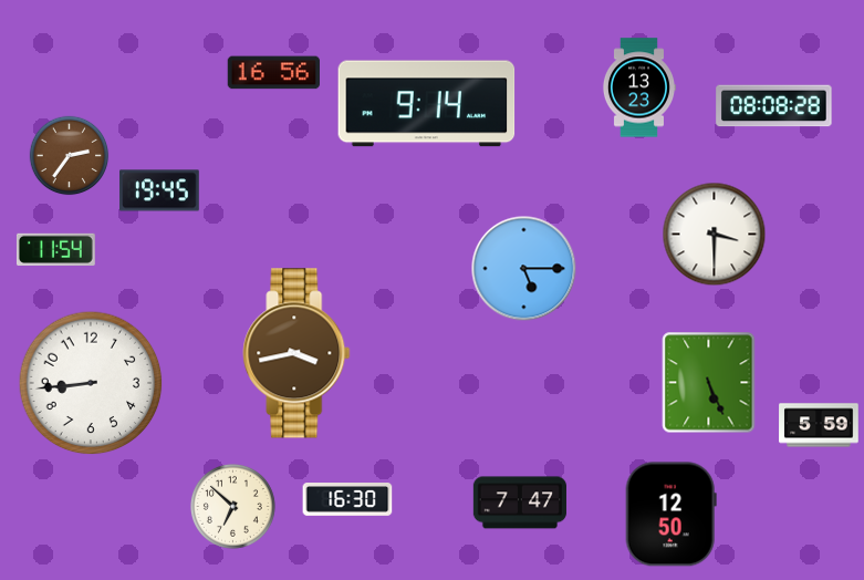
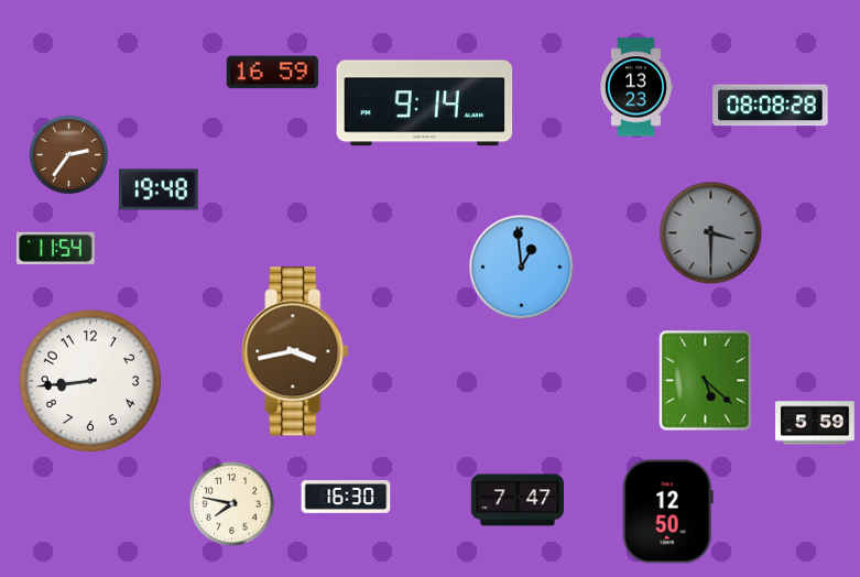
clock at (274, 73): 16:56 -> 16:59
clock at (159, 190): 19:45 -> 19:48
clock at (715, 235) dial: white -> grey
clock at (524, 269): 5:15 -> 12:59
clock at (709, 383): 5:26 -> 5:22
clock at (232, 506): 6:52 -> 7:47
